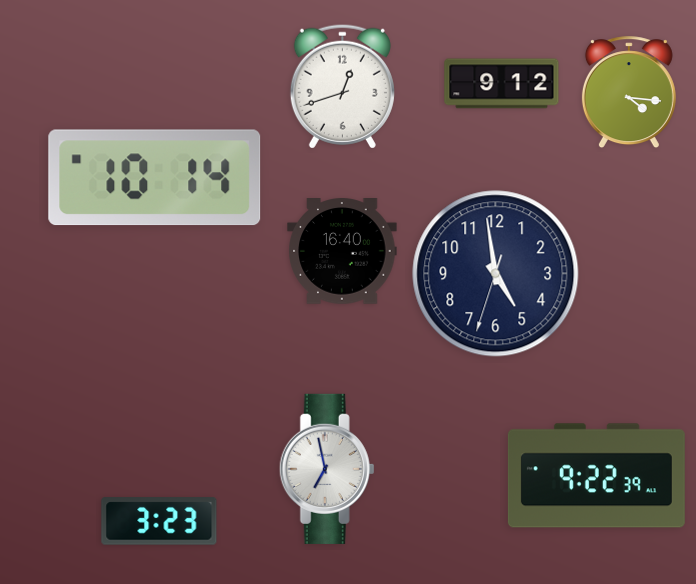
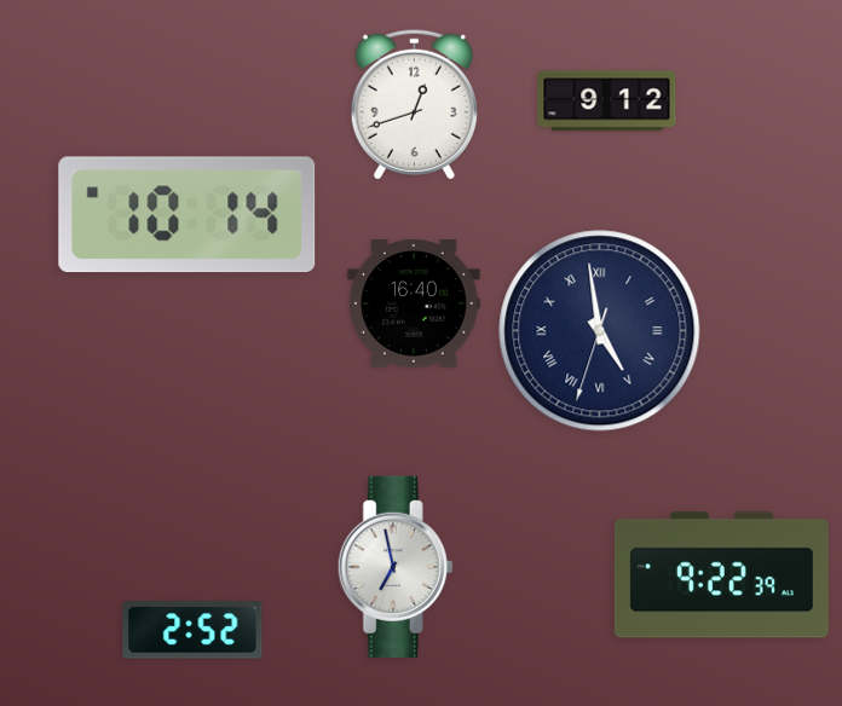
clock at (629, 93): 4:16 -> none
clock at (496, 274) numerals: Arabic -> Roman
clock at (159, 521): 3:23 -> 2:52
